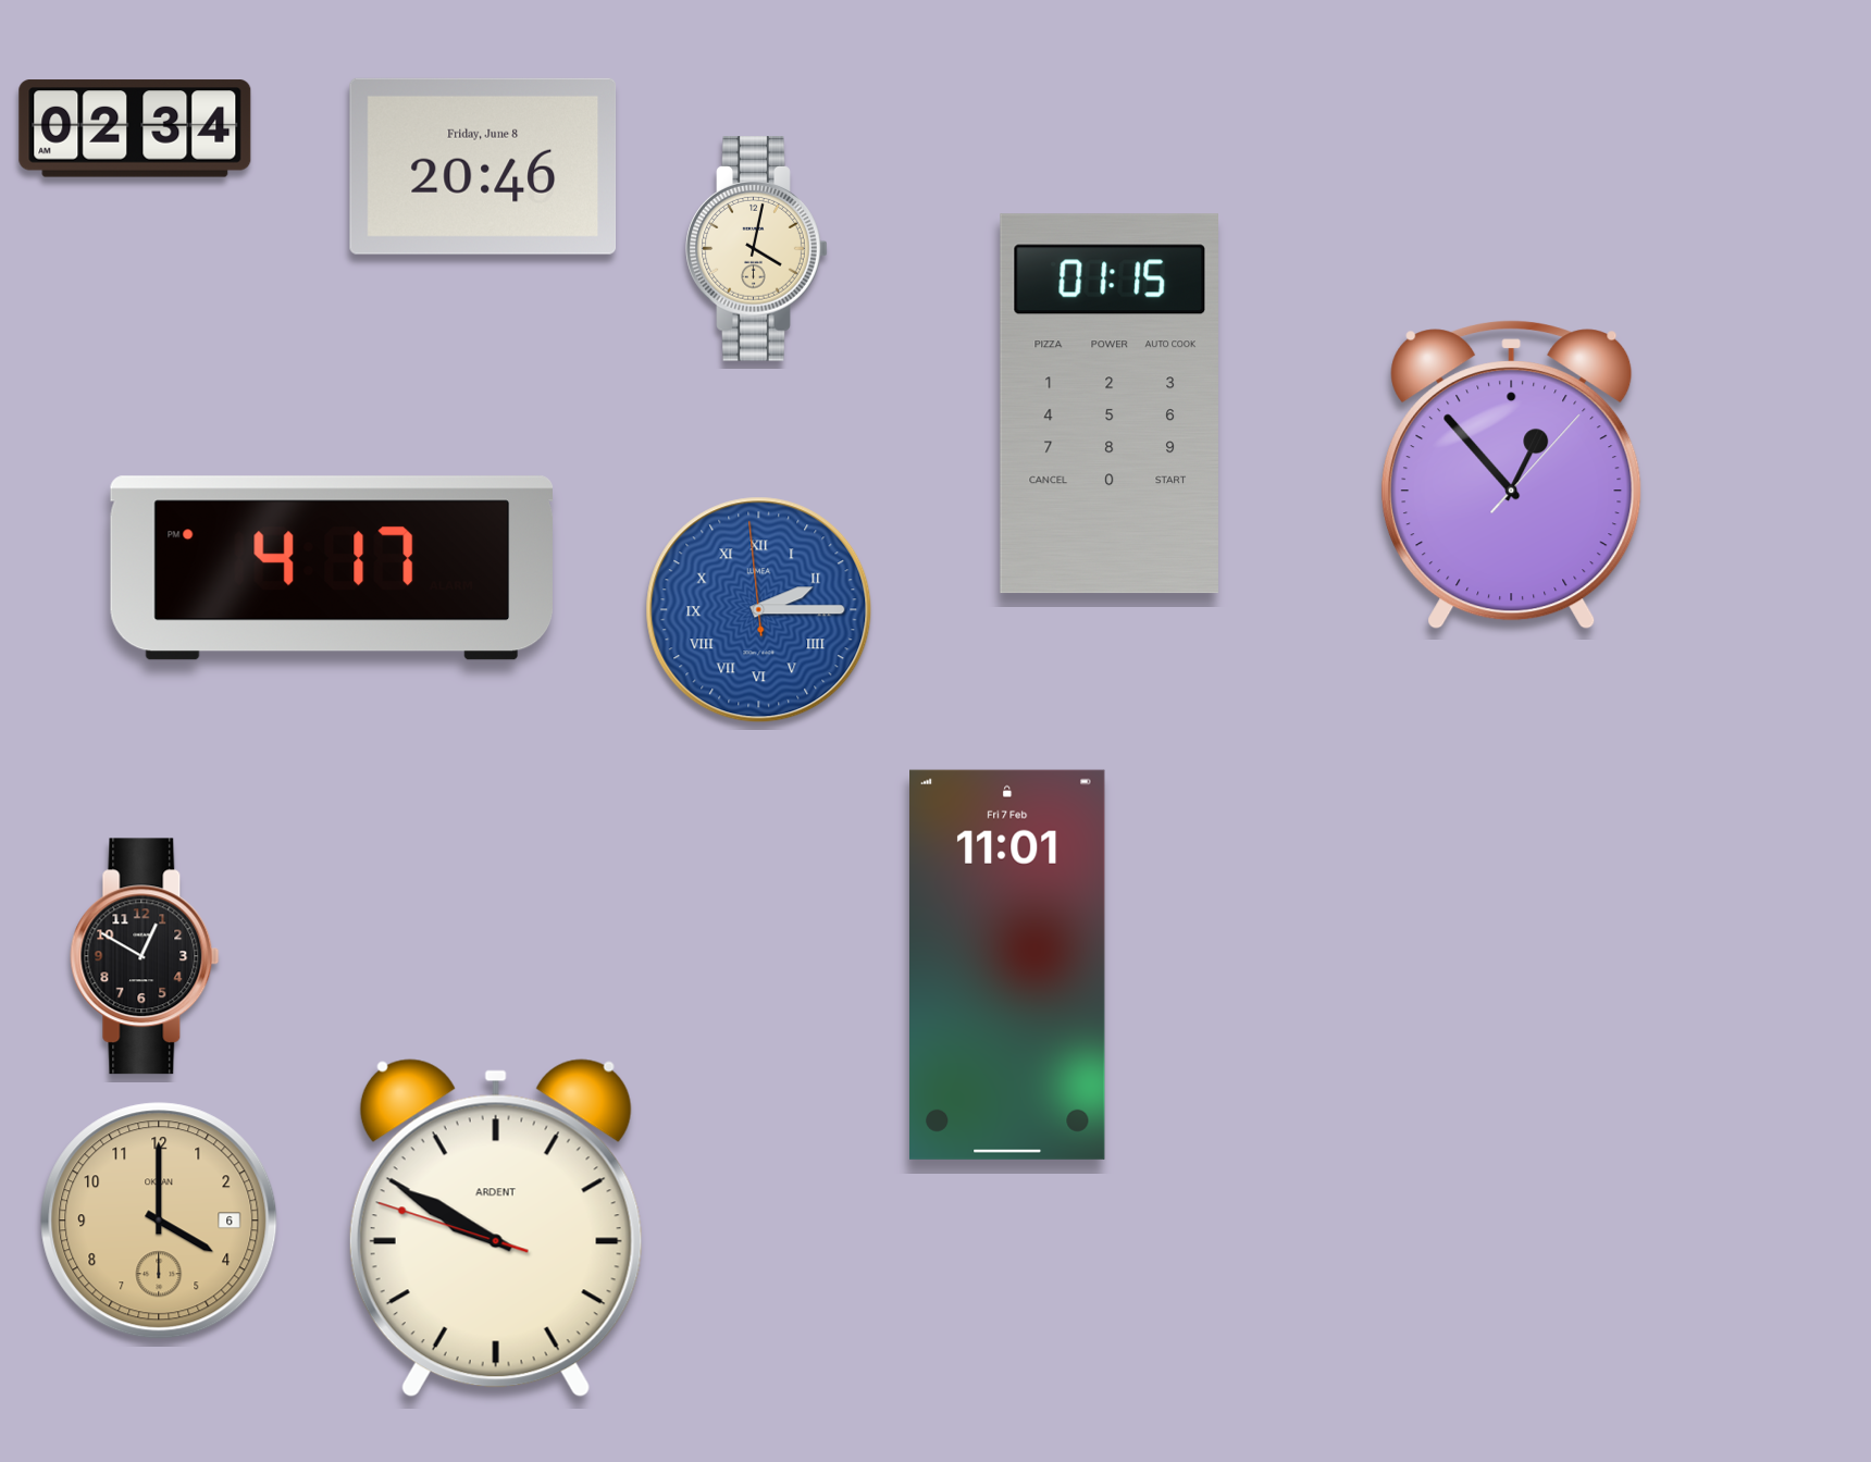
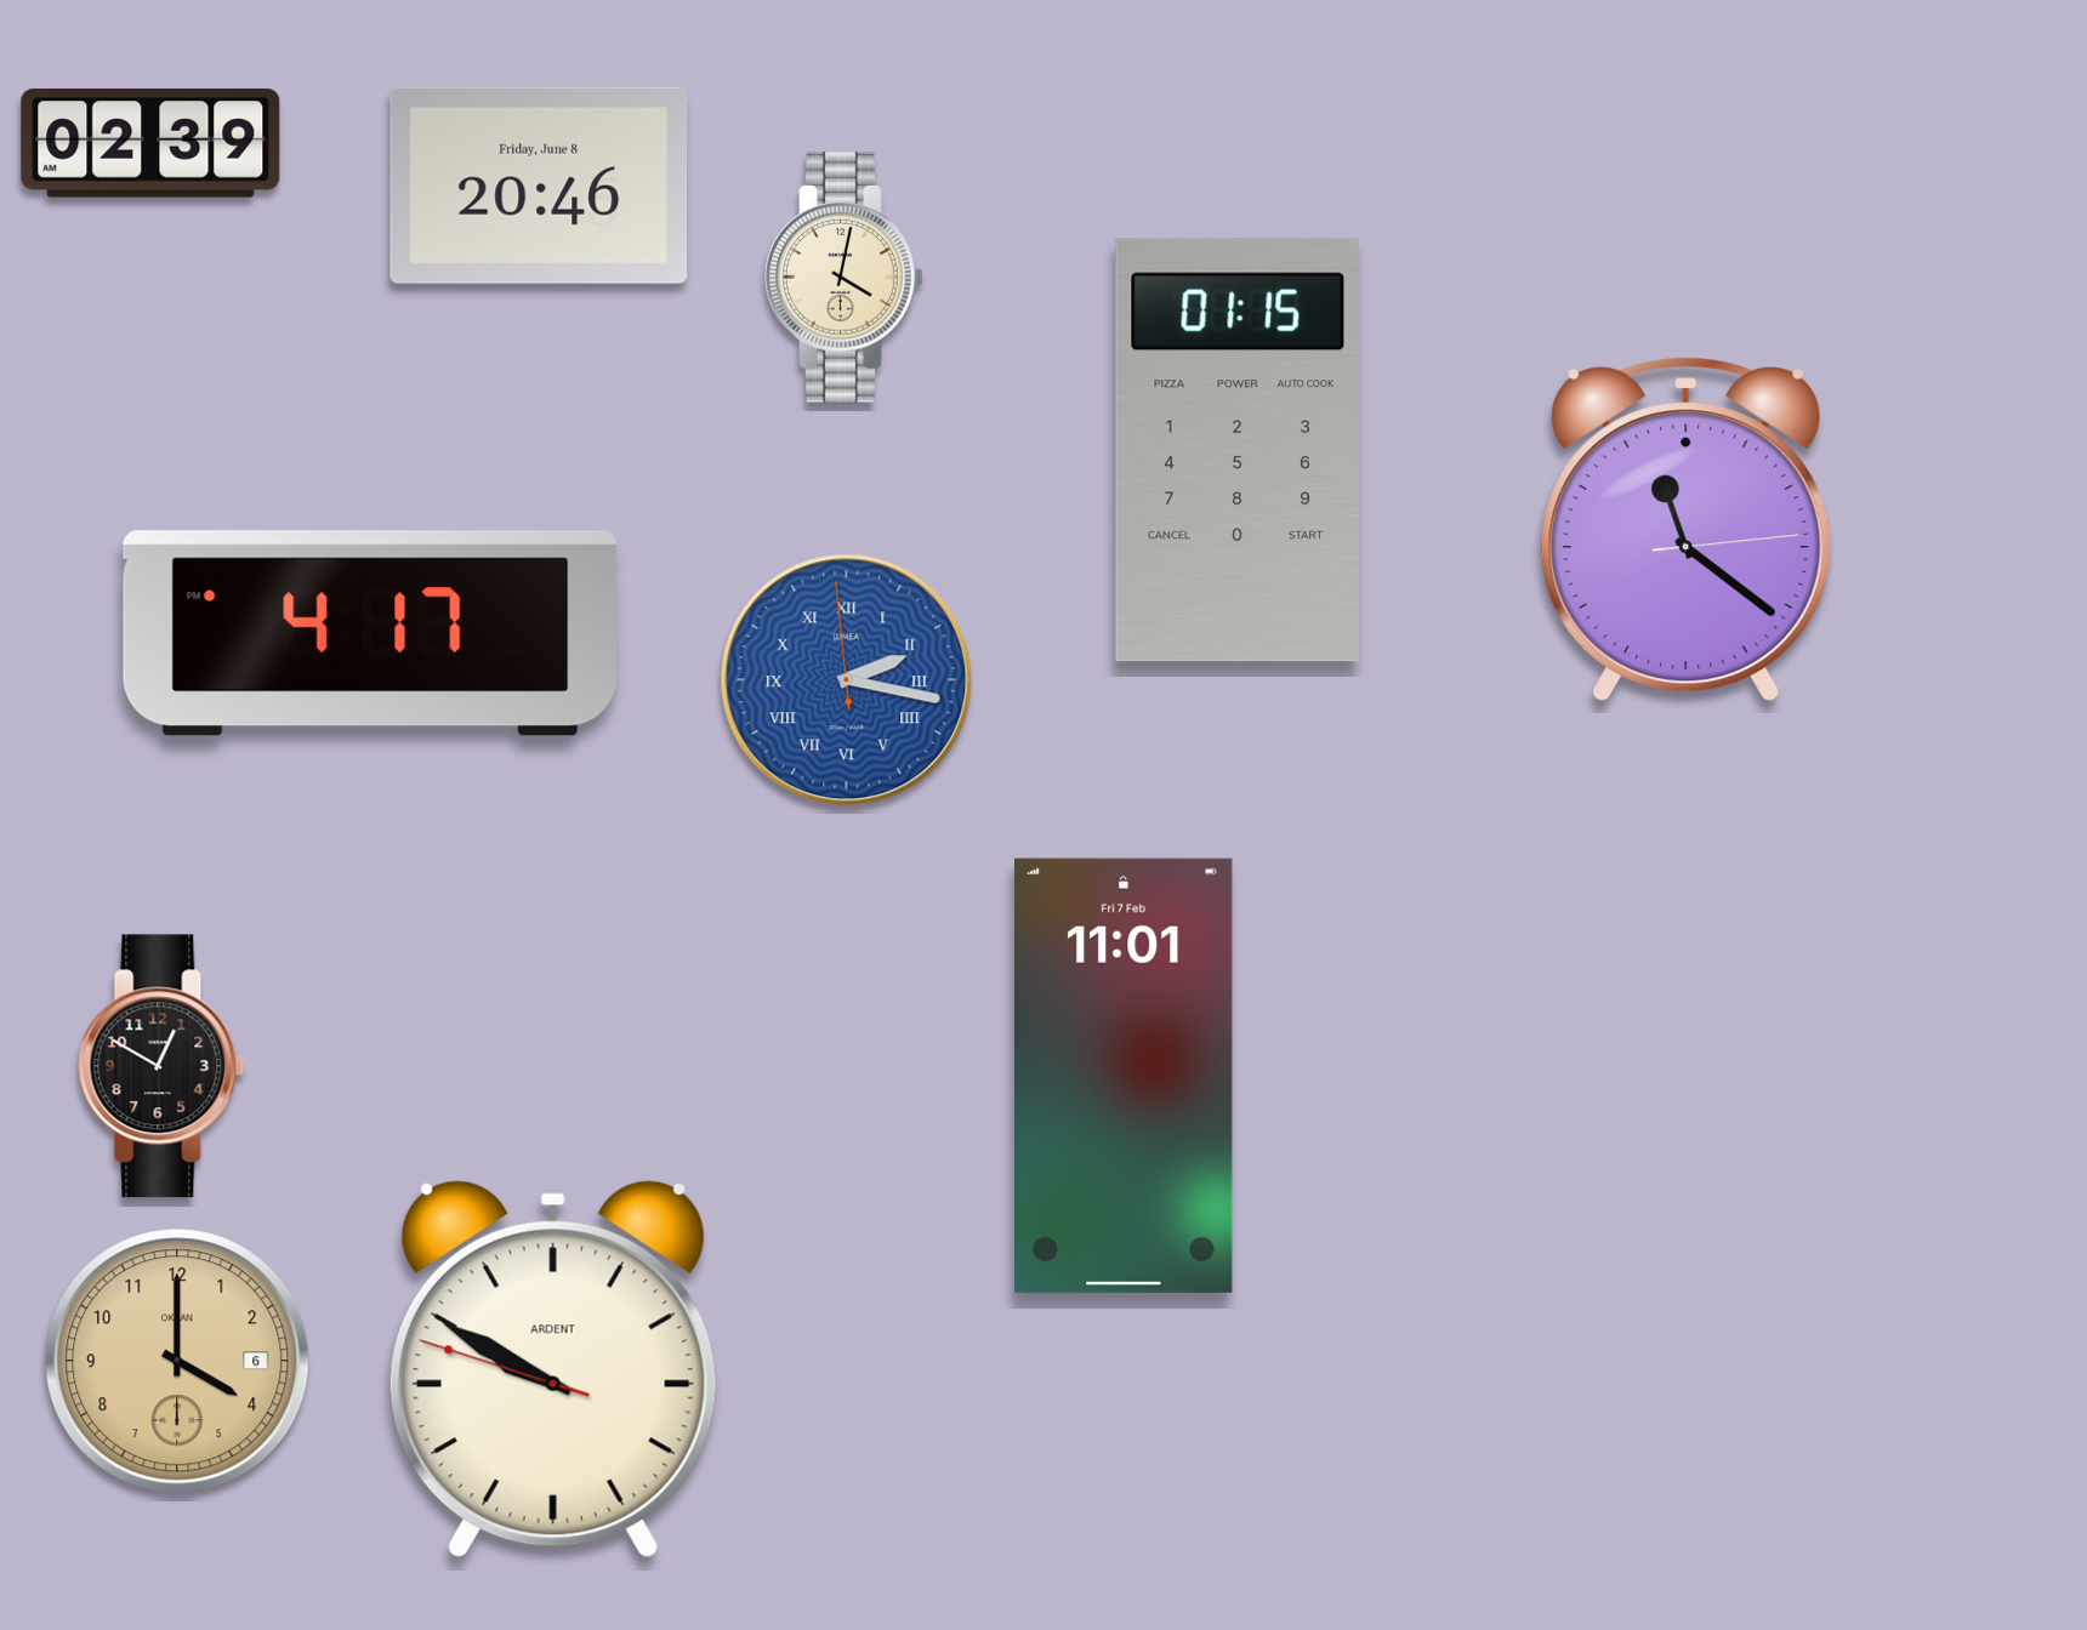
clock at (135, 128): 02:34 -> 02:39
clock at (1512, 475): 12:53 -> 11:21
clock at (759, 610): 2:14 -> 2:16
